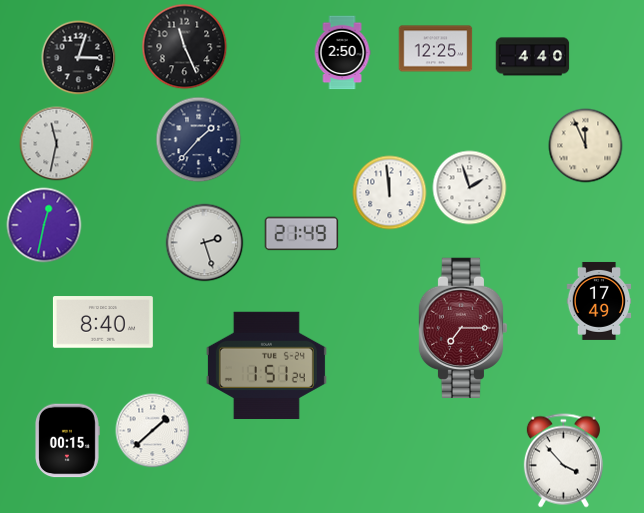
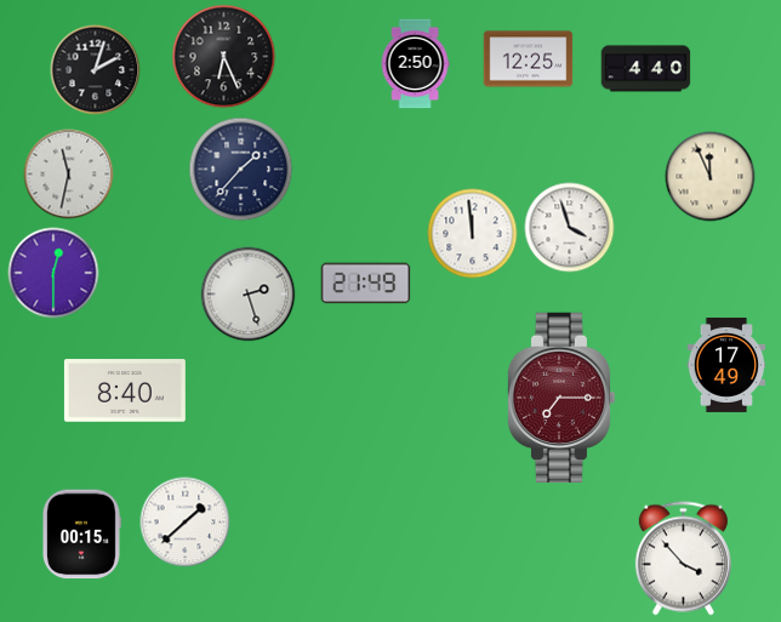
clock at (185, 47): 11:26 -> 6:26
clock at (79, 58): 3:03 -> 2:03
clock at (470, 188): 1:57 -> 3:57
clock at (44, 225): 12:32 -> 12:30
clock at (266, 365): 1:51 -> none
